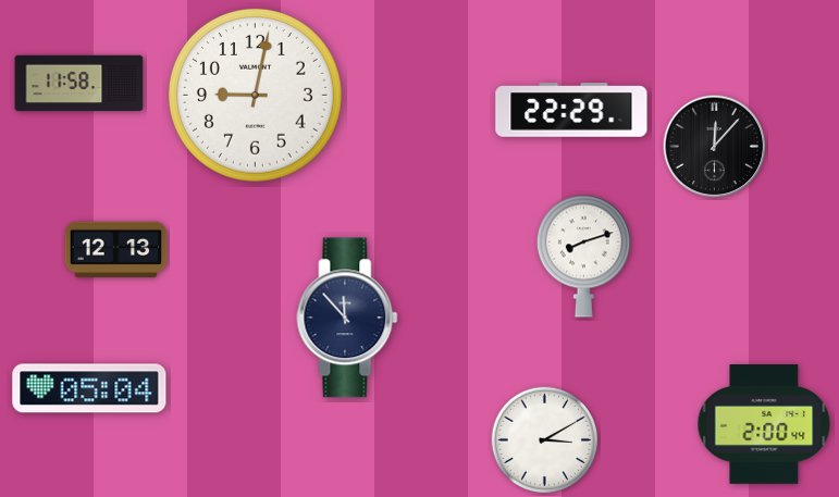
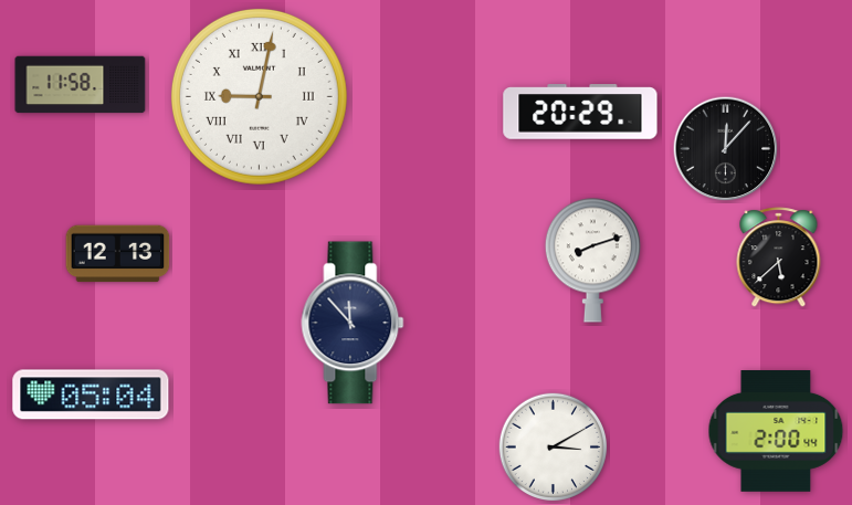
clock at (255, 95) numerals: Arabic -> Roman
clock at (571, 110): 22:29 -> 20:29
clock at (779, 257): none -> 5:38
